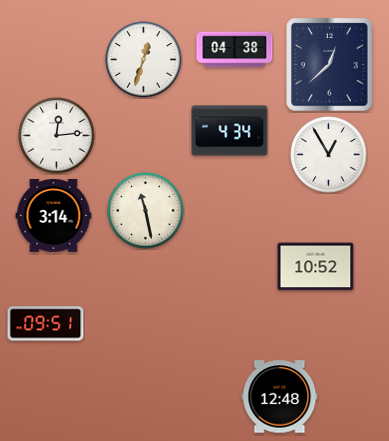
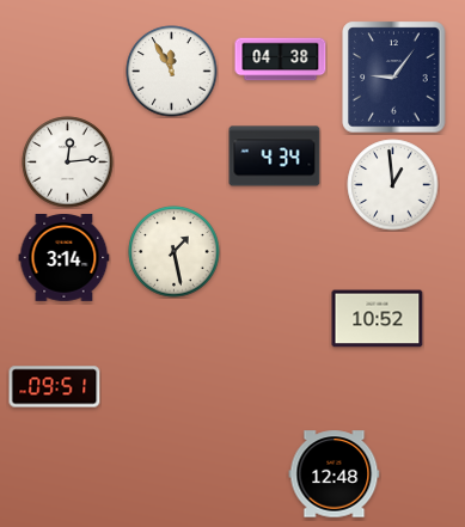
clock at (144, 60): 12:33 -> 11:55
clock at (330, 65): 12:38 -> 9:06
clock at (329, 155): 12:55 -> 12:59
clock at (146, 211): 11:28 -> 1:28
